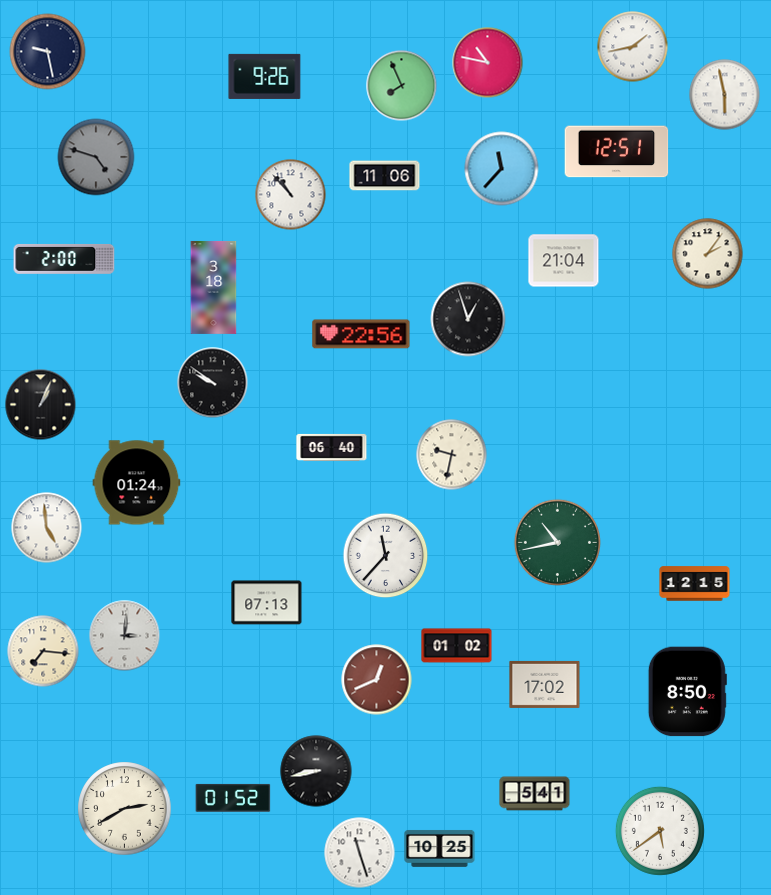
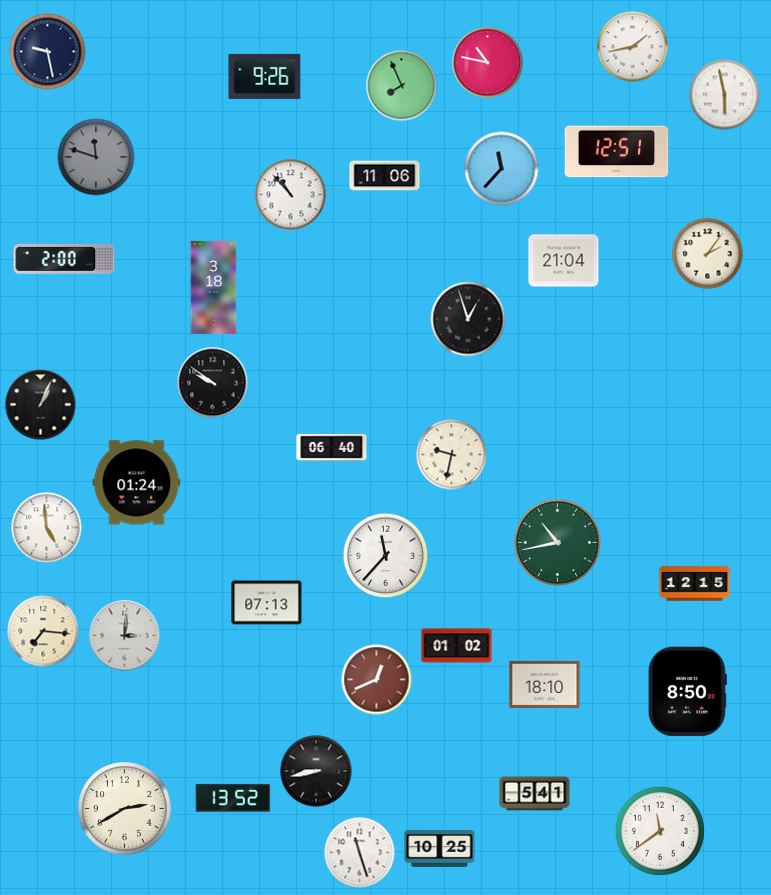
clock at (96, 157): 4:48 -> 11:48
clock at (361, 334): 22:56 -> none
clock at (43, 651) position: (43, 651) -> (43, 631)
clock at (545, 684): 17:02 -> 18:10
clock at (233, 798): 01:52 -> 13:52
clock at (660, 831): 5:39 -> 11:39
